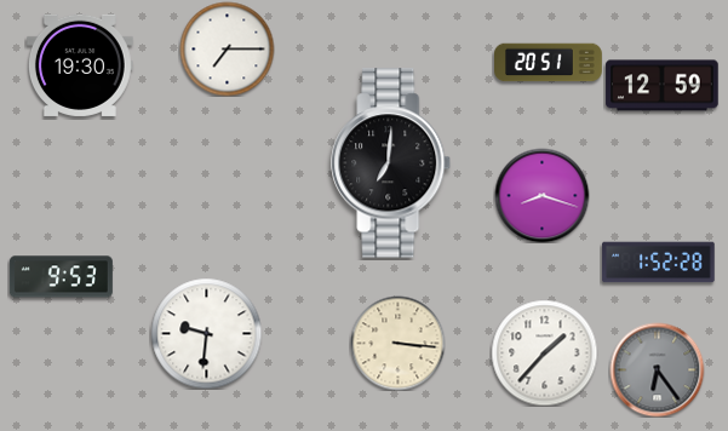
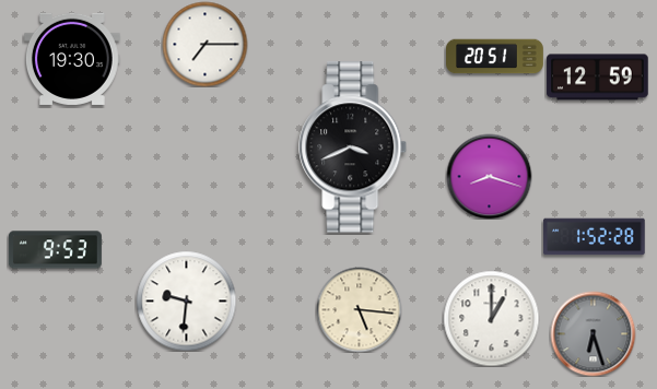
clock at (391, 163): 7:01 -> 3:41
clock at (397, 343): 3:16 -> 5:16
clock at (544, 352): 1:37 -> 1:00
clock at (657, 369): 6:24 -> 6:27
